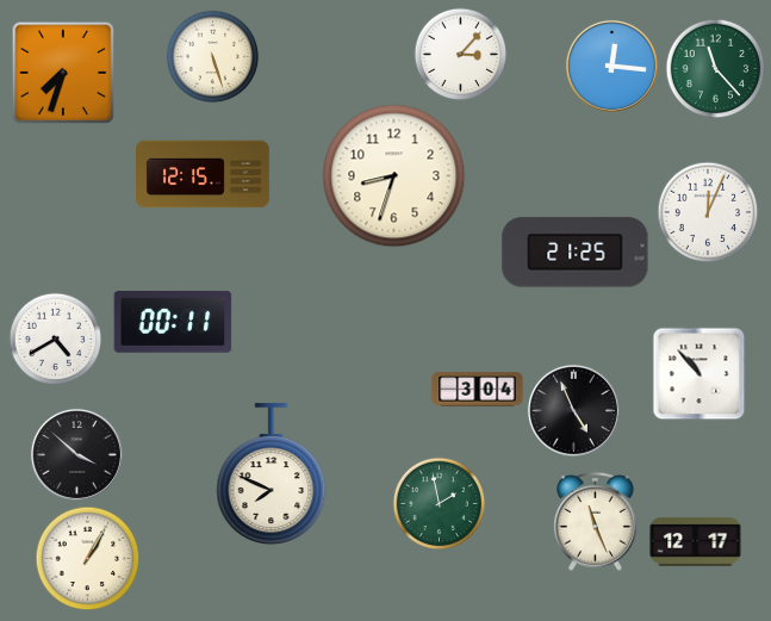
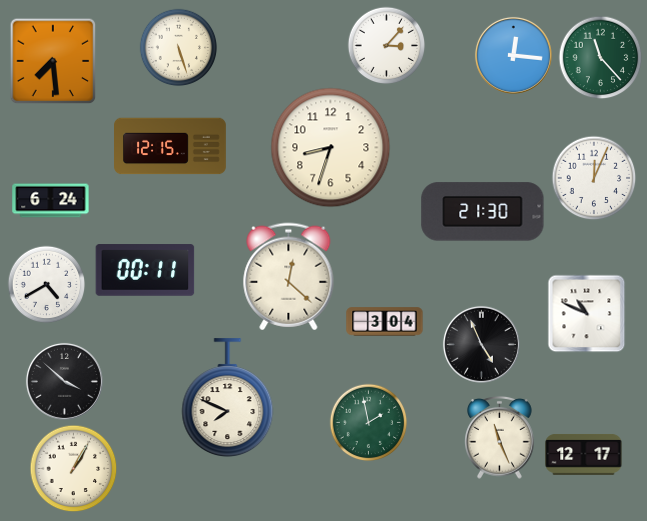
clock at (63, 73): 7:33 -> 7:29
clock at (51, 201): none -> 6:24
clock at (576, 253): 21:25 -> 21:30
clock at (289, 277): none -> 12:22
clock at (698, 373): 10:53 -> 10:49
clock at (478, 390) position: (478, 390) -> (385, 322)
